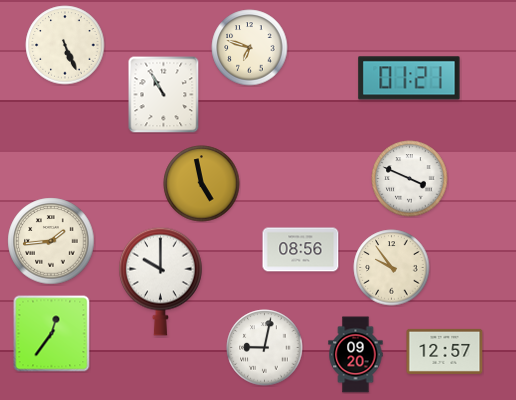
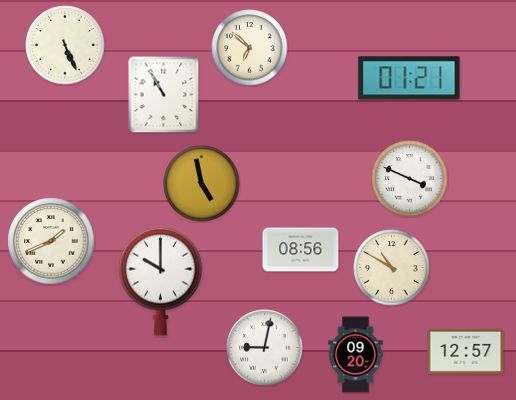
clock at (250, 48): 6:48 -> 6:52
clock at (51, 241): 1:44 -> 1:41
clock at (392, 268): 9:54 -> 10:50
clock at (52, 334): 12:36 -> none
clock at (445, 351) position: (445, 351) -> (466, 351)
